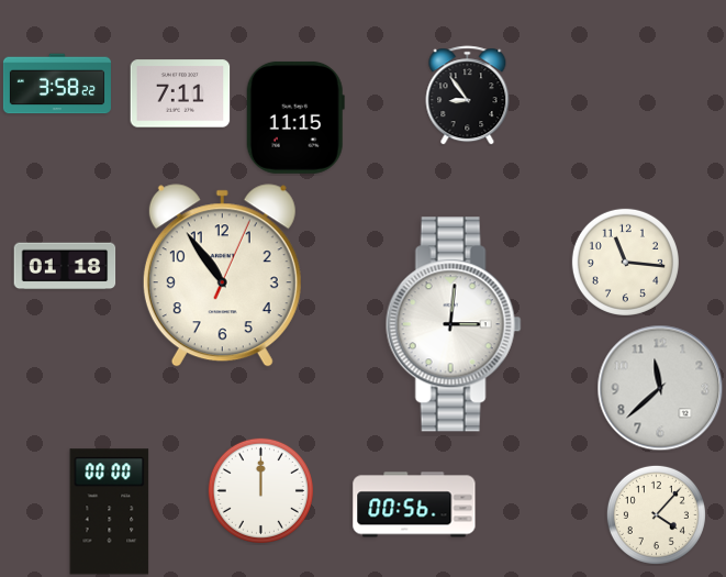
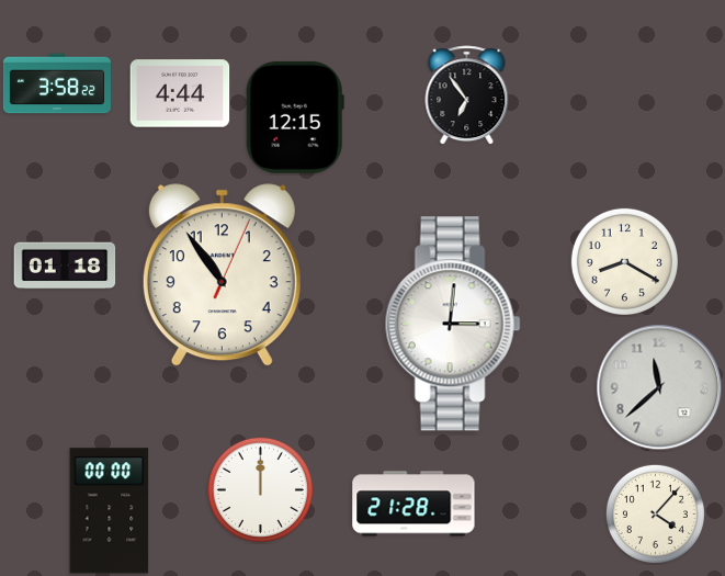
clock at (180, 93): 7:11 -> 4:44
clock at (468, 96): 8:54 -> 6:54
clock at (295, 118): 11:15 -> 12:15
clock at (625, 262): 11:16 -> 8:20
clock at (414, 504): 00:56 -> 21:28
